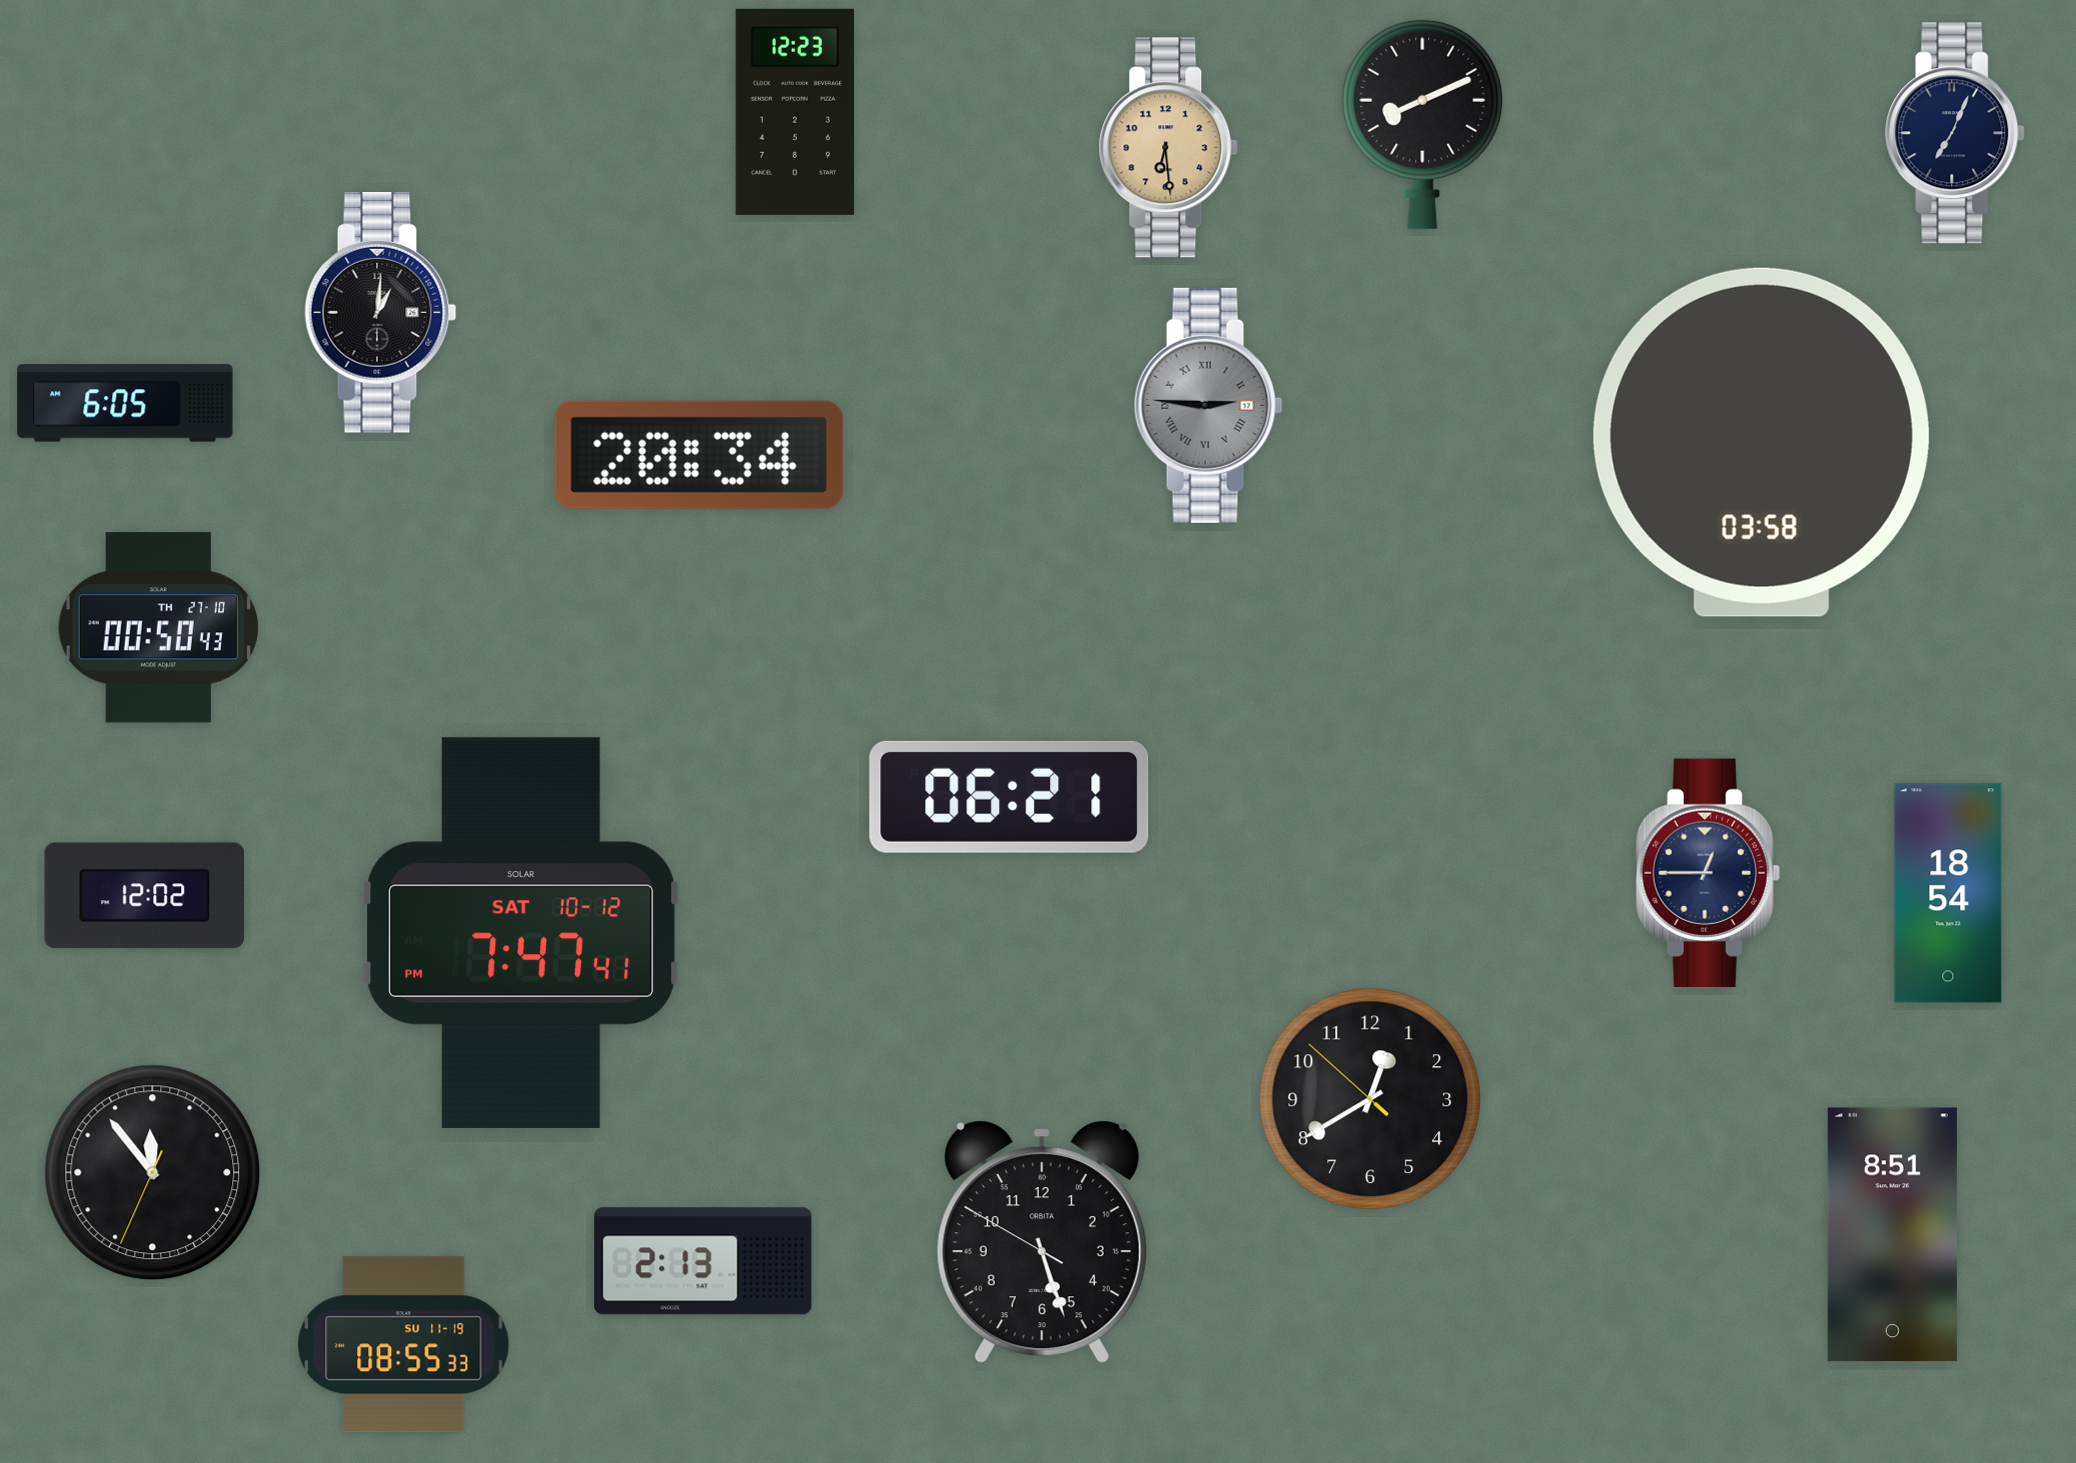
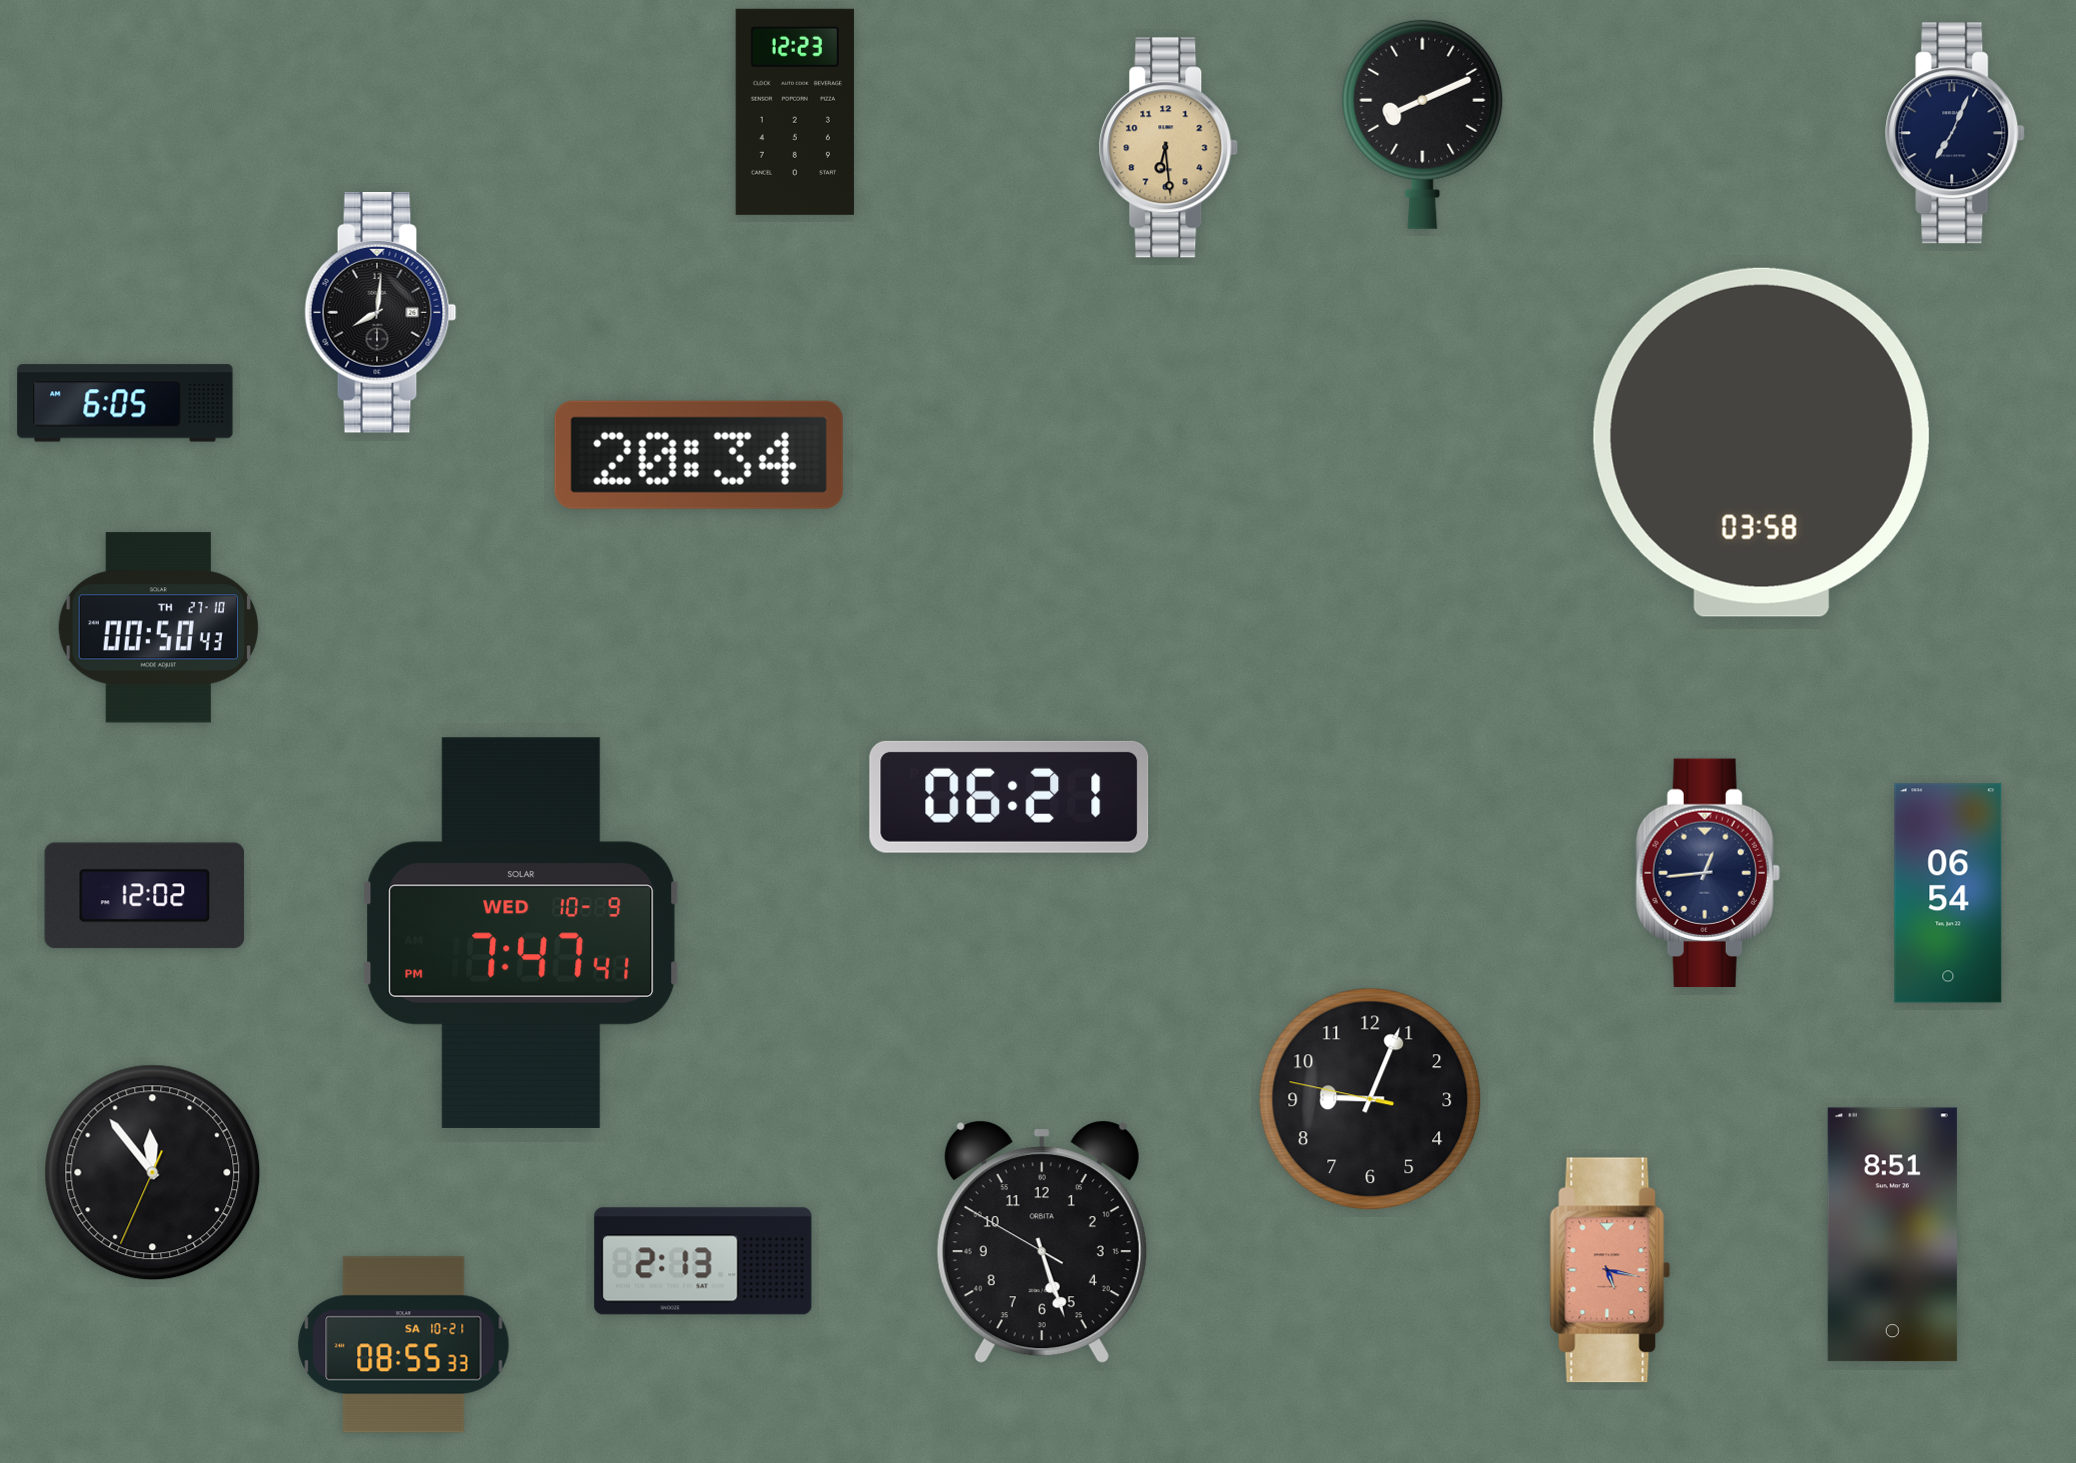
clock at (381, 313): 1:01 -> 8:01
clock at (1208, 405): 2:46 -> none
clock at (1708, 872): 12:45 -> 12:44
clock at (1948, 893): 18:54 -> 06:54
clock at (521, 933) date: SAT 10-12 -> WED 10-9
clock at (1370, 1099): 12:39 -> 9:03
clock at (1610, 1270): none -> 5:17
clock at (404, 1345) date: SU 11-19 -> SA 10-21
